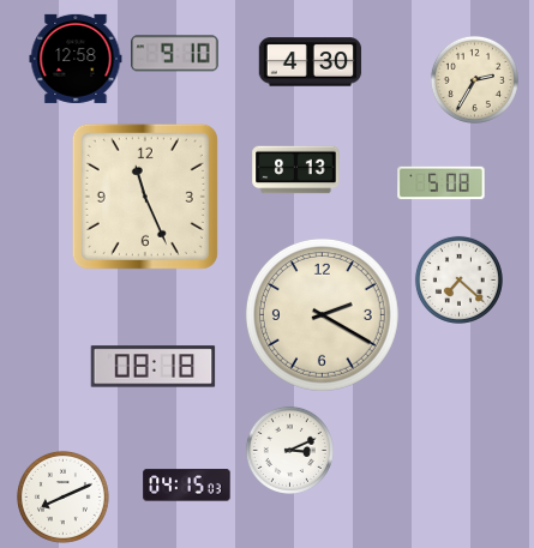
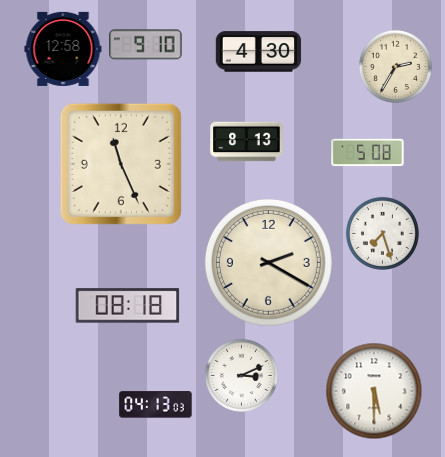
clock at (458, 279): 7:22 -> 7:27
clock at (374, 391): none -> 5:30
clock at (187, 486): 04:15 -> 04:13
clock at (62, 496): 8:11 -> none
